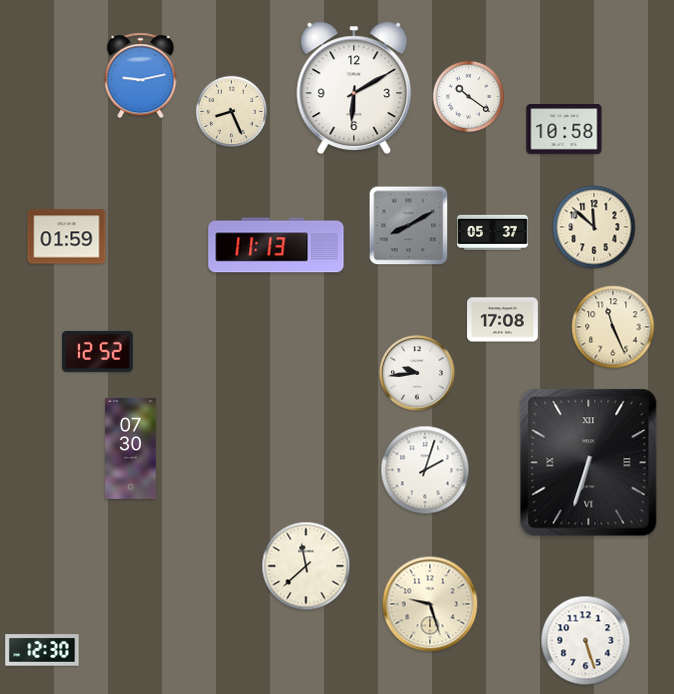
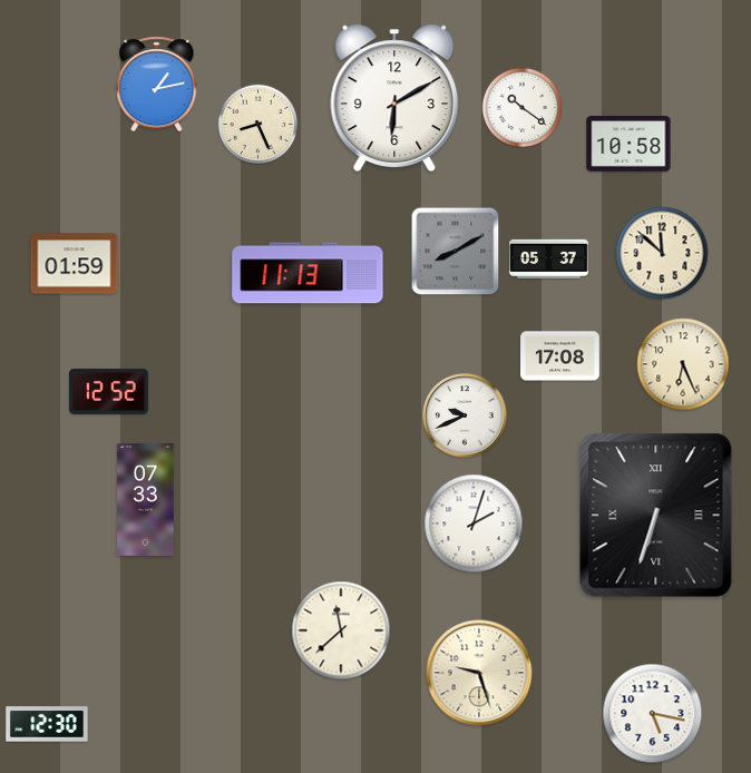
clock at (141, 76): 9:13 -> 1:13
clock at (613, 327): 11:26 -> 6:26
clock at (417, 373): 9:44 -> 9:41
clock at (131, 448): 07:30 -> 07:33
clock at (586, 641): 5:27 -> 5:17
